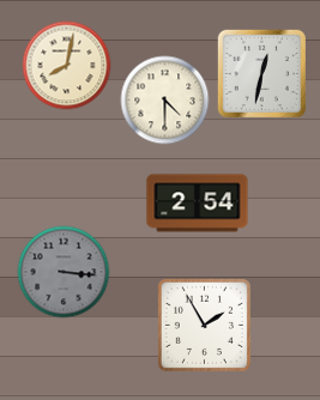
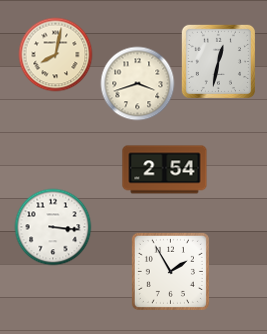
clock at (165, 101): 4:30 -> 3:42
clock at (64, 272) dial: grey -> white
